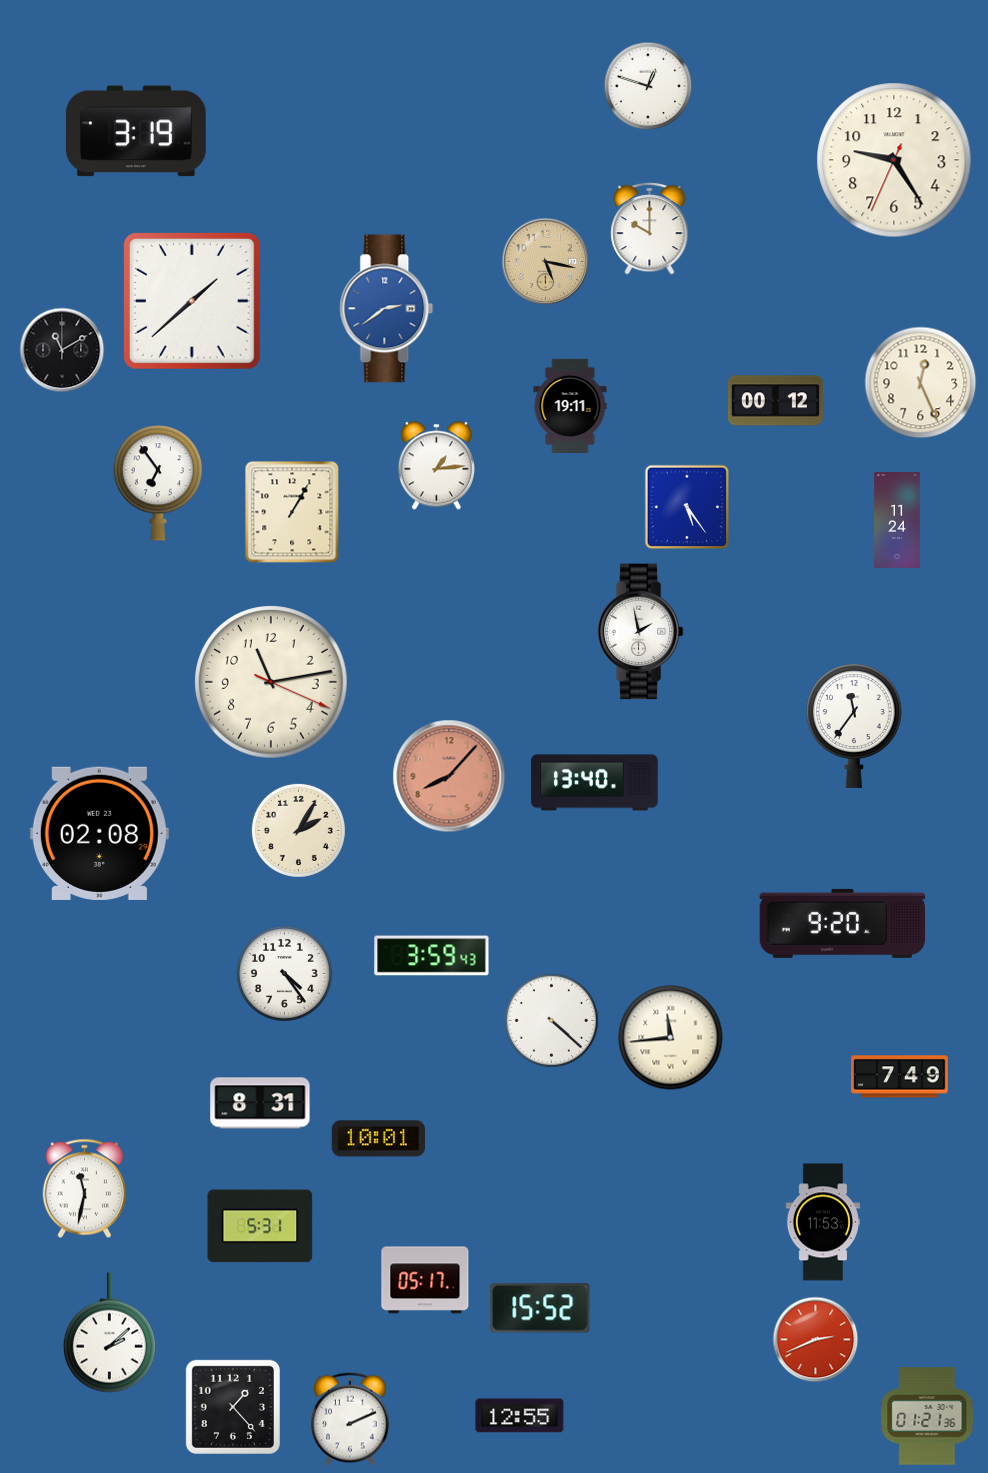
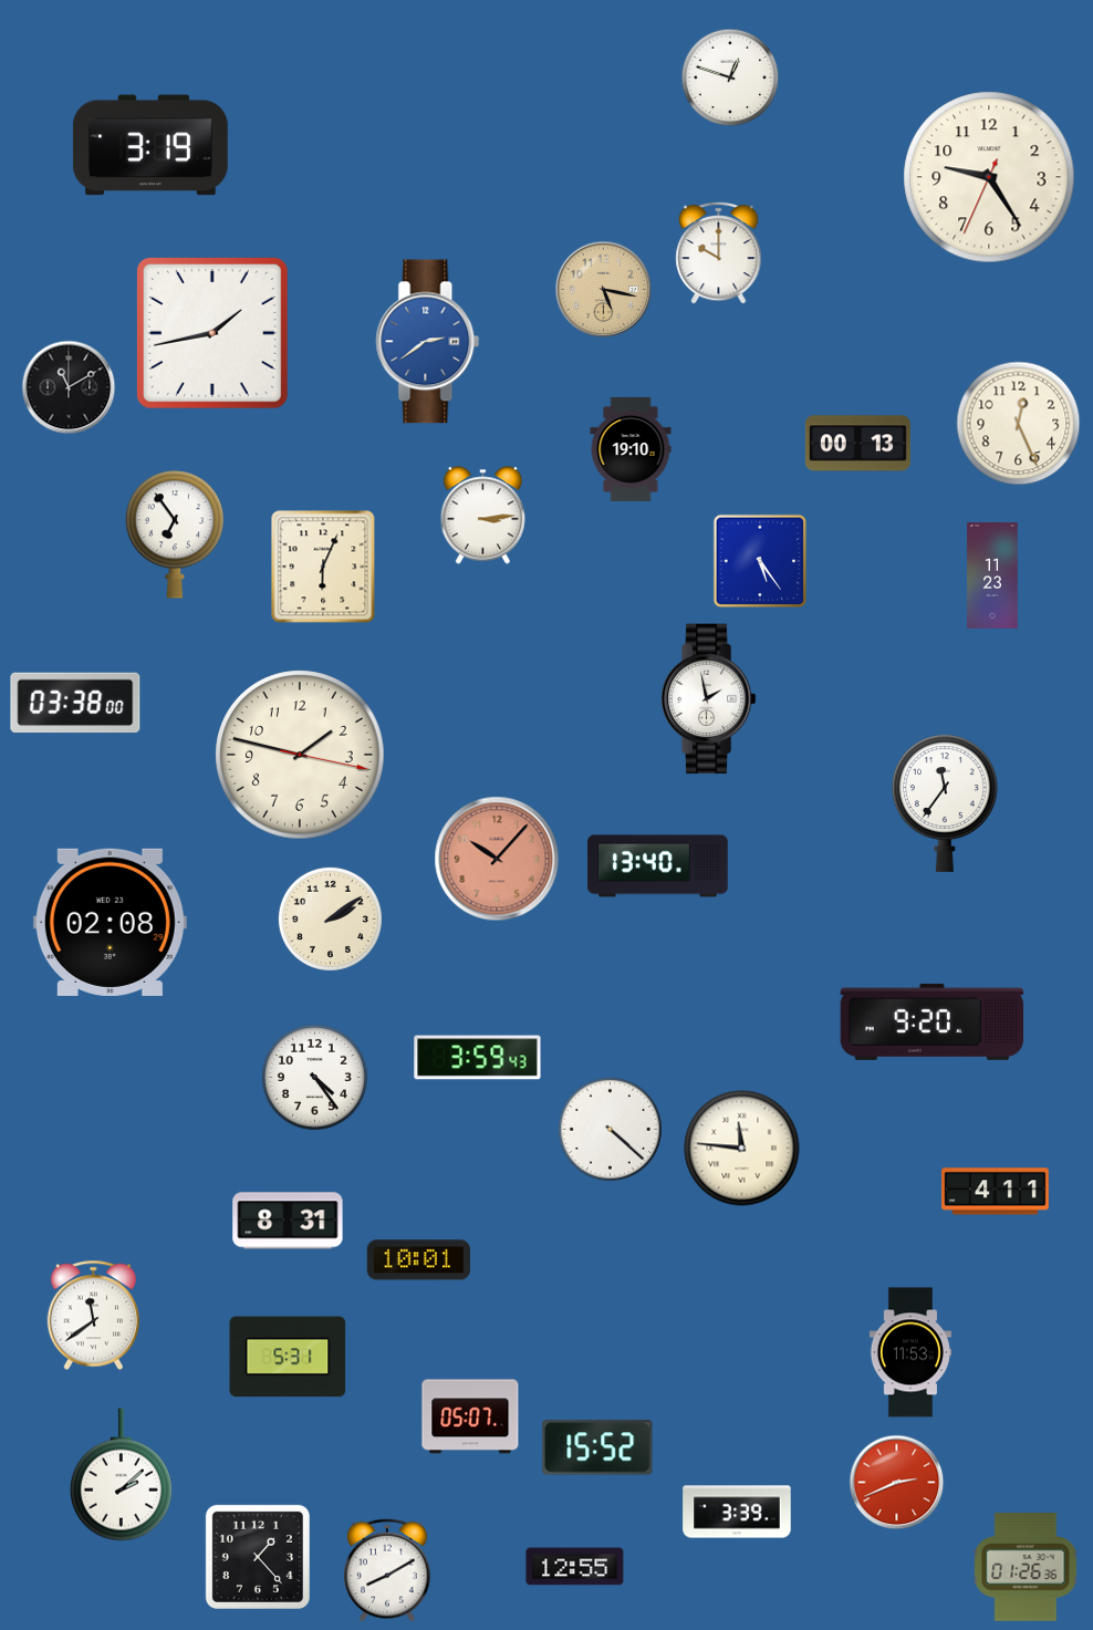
clock at (648, 86) position: (648, 86) -> (730, 77)
clock at (192, 301): 1:38 -> 1:43
clock at (775, 401): 00:12 -> 00:13
clock at (570, 406): 19:11 -> 19:10
clock at (436, 466): 1:14 -> 3:14
clock at (292, 512): 1:05 -> 6:04
clock at (897, 521): 11:24 -> 11:23
clock at (75, 703): none -> 03:38
clock at (271, 682): 11:13 -> 1:47
clock at (449, 776): 8:07 -> 10:07
clock at (298, 830): 2:05 -> 2:09
clock at (671, 1038): 11:44 -> 11:46
clock at (900, 1077): 7:49 -> 4:11
clock at (85, 1189): 11:32 -> 11:39
clock at (425, 1280): 05:17 -> 05:07
clock at (816, 1340) position: (816, 1340) -> (897, 1483)
clock at (737, 1512): none -> 3:39
clock at (927, 1416): 01:21 -> 01:26
clock at (350, 1419): 2:11 -> 8:10
